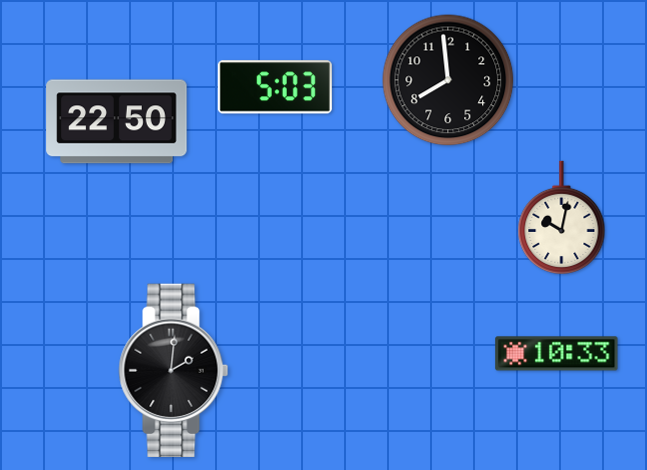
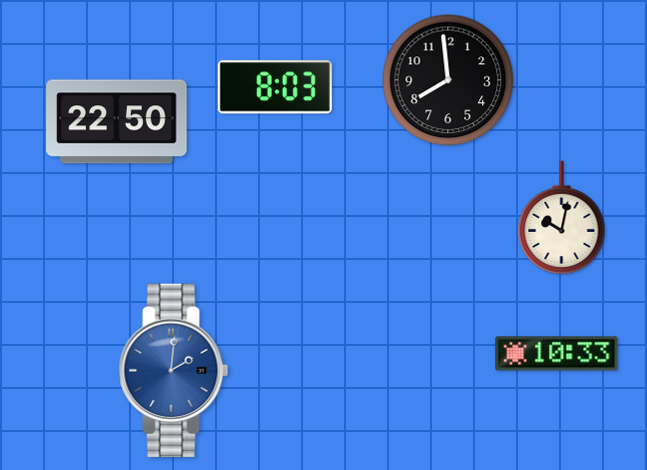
clock at (275, 87): 5:03 -> 8:03
clock at (174, 371) dial: black -> blue
